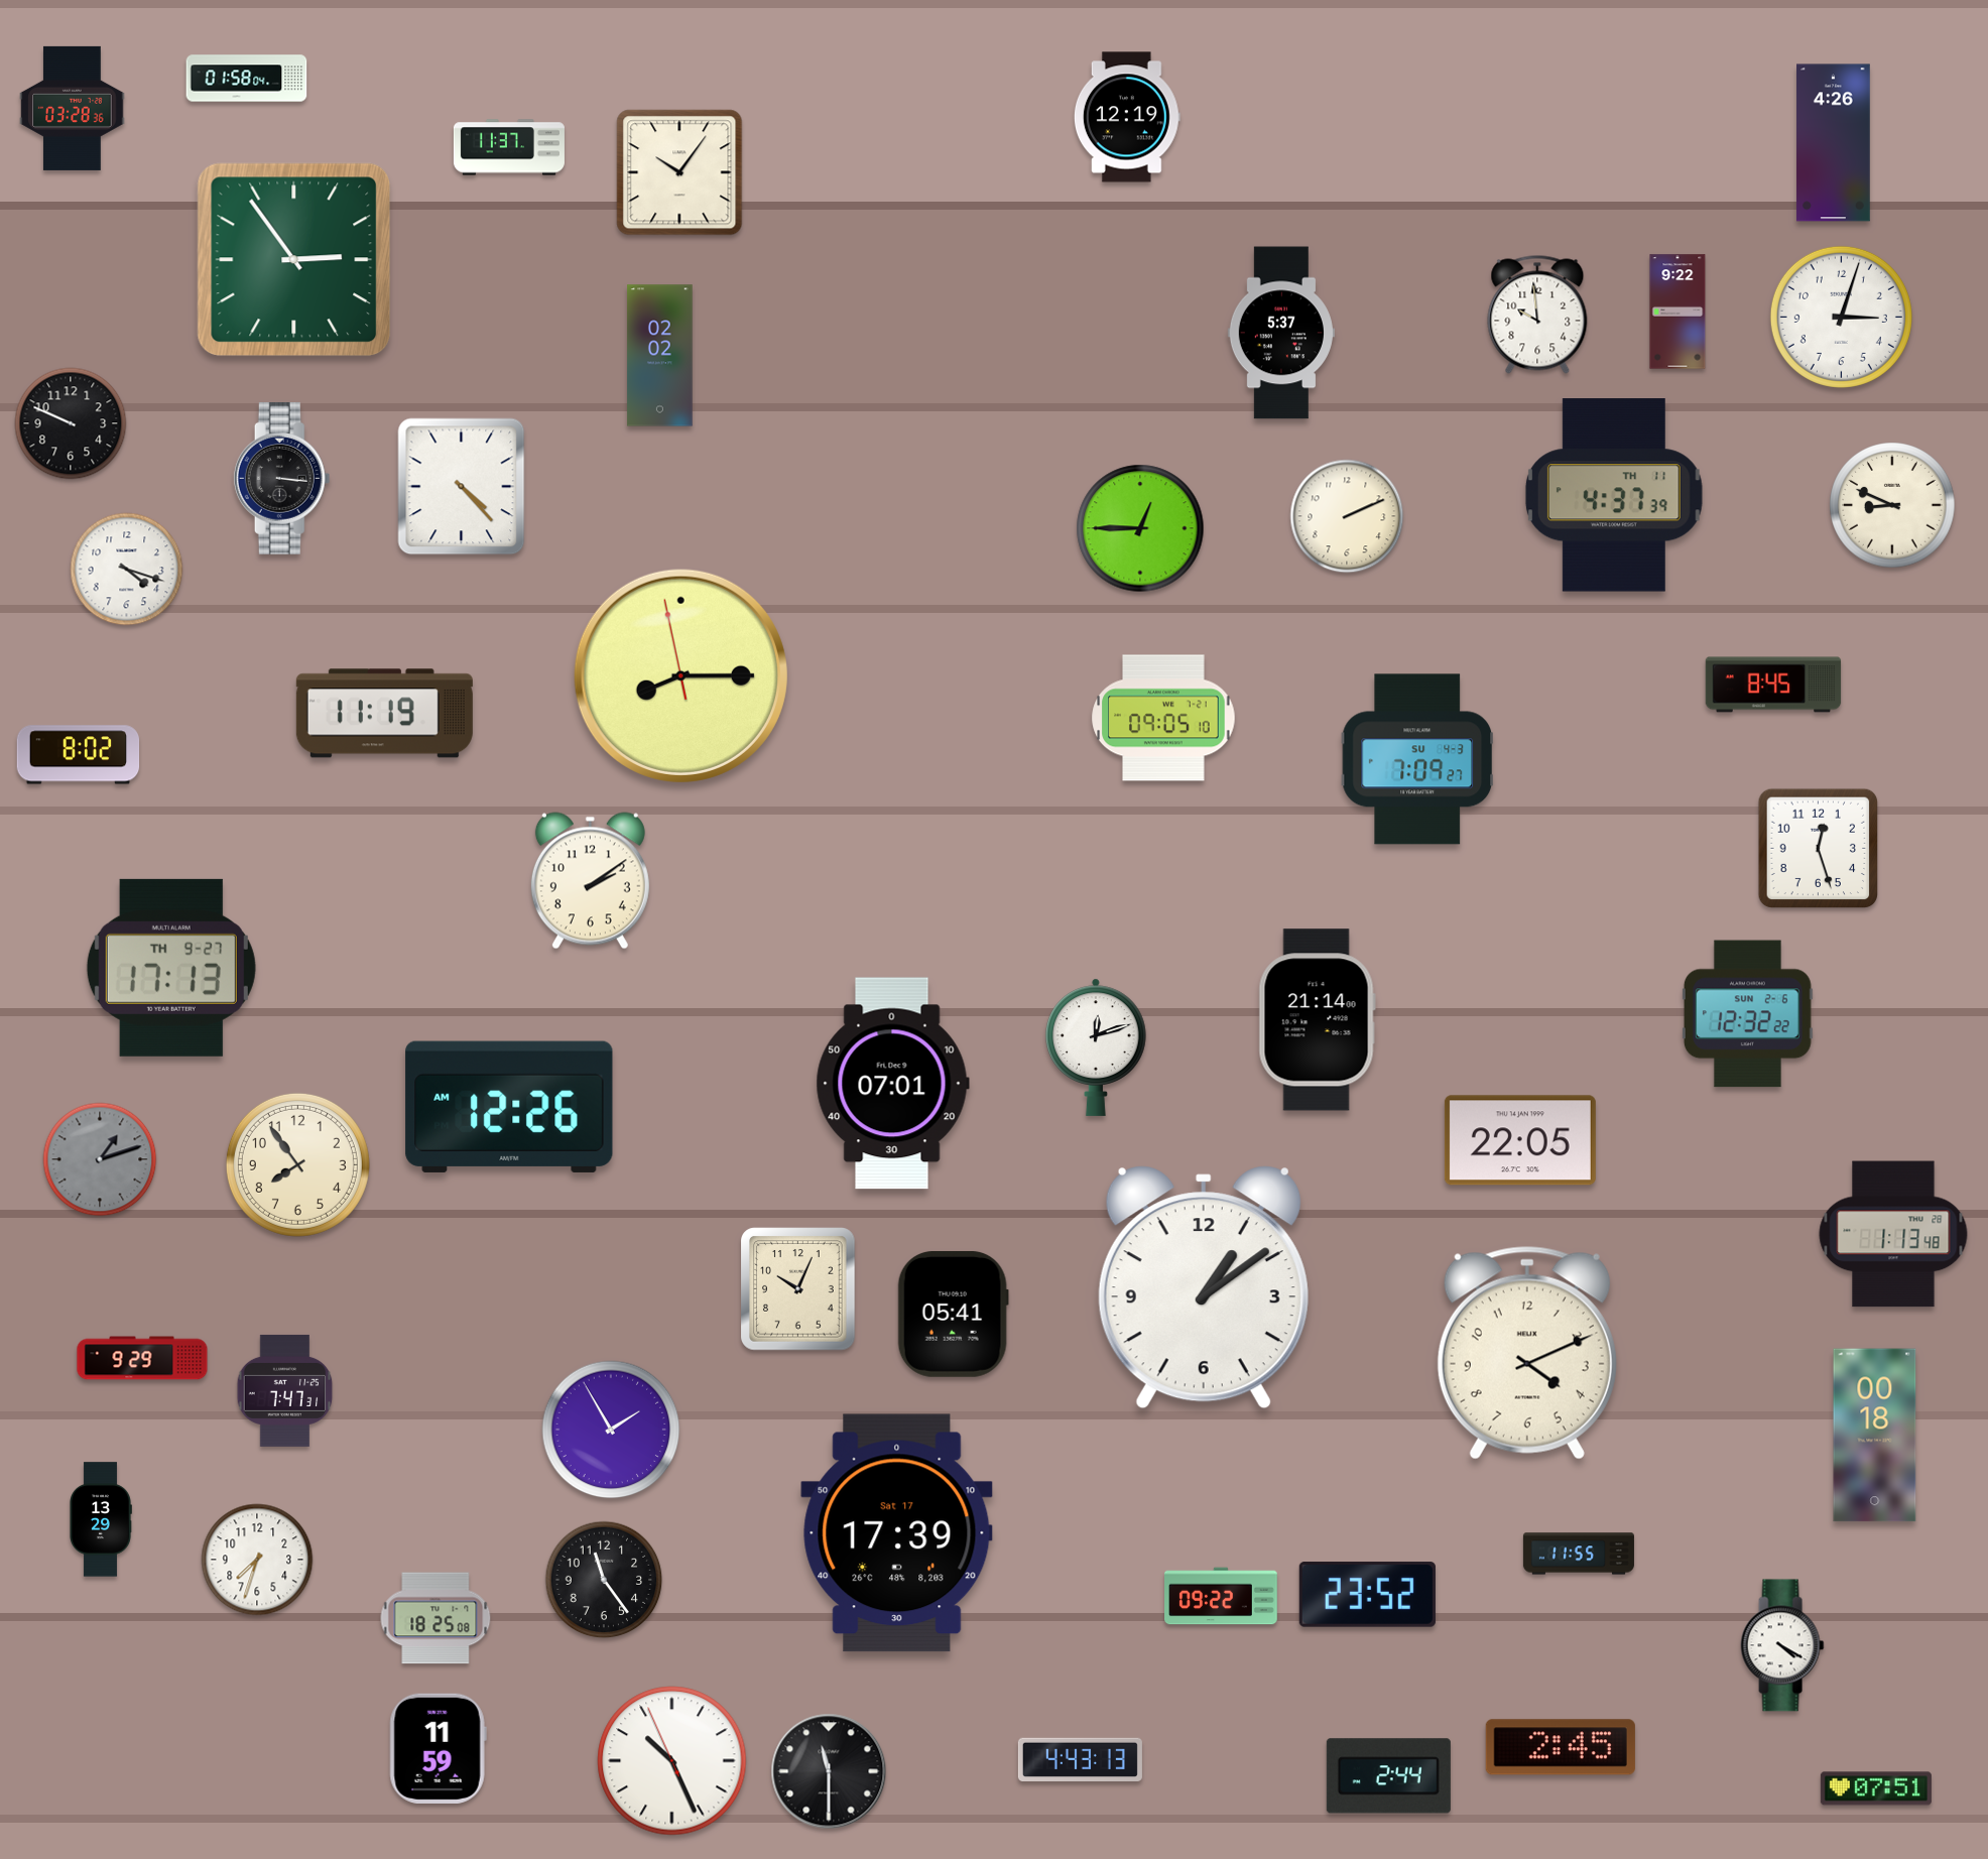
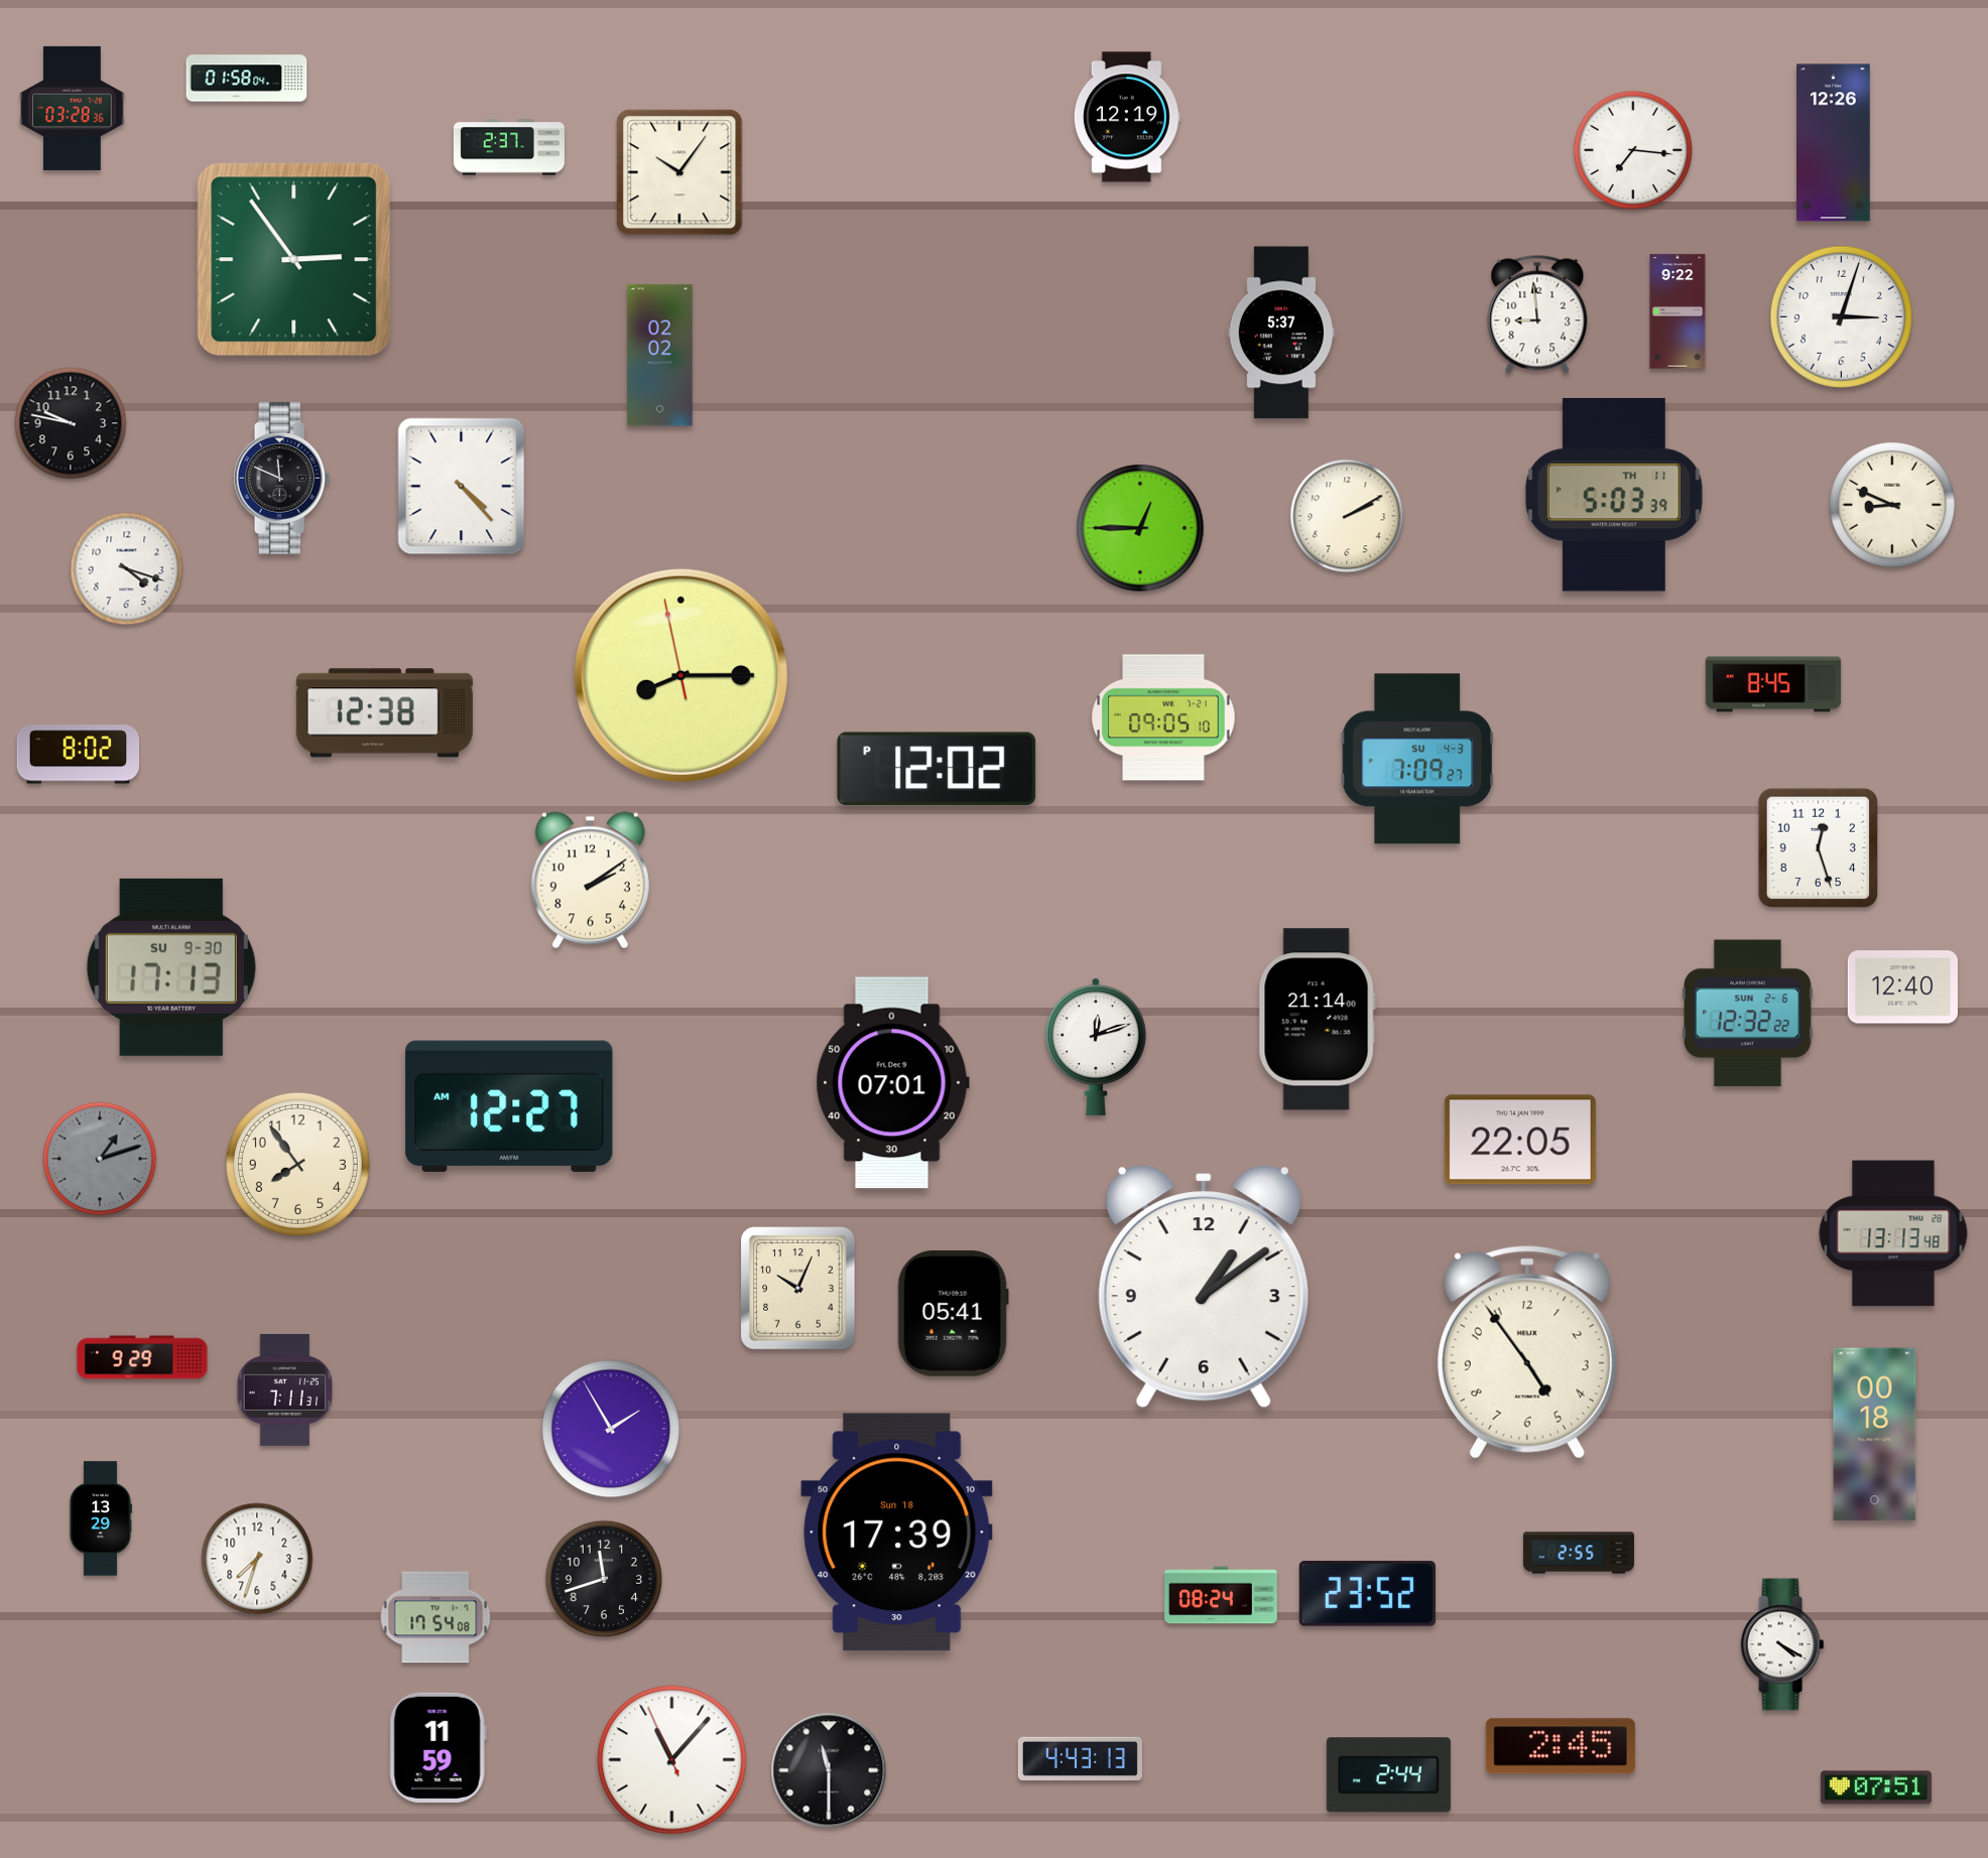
clock at (1834, 143): 4:26 -> 12:26
clock at (509, 147): 11:37 -> 2:37
clock at (1632, 149): none -> 7:16
clock at (1537, 315): 9:59 -> 8:59
clock at (71, 423): 9:49 -> 9:47
clock at (282, 478): 3:16 -> 11:49
clock at (1614, 495): 4:37 -> 5:03
clock at (1347, 516): 2:11 -> 2:10
clock at (384, 714): 11:19 -> 12:38
clock at (937, 769): none -> 12:02
clock at (171, 968) date: TH 9-27 -> SU 9-30
clock at (1902, 987): none -> 12:40
clock at (509, 1107): 12:26 -> 12:27
clock at (1893, 1234): 1:13 -> 13:13
clock at (1527, 1353): 4:11 -> 4:54
clock at (285, 1390): 7:47 -> 7:11
clock at (897, 1533) date: Sat 17 -> Sun 18
clock at (1579, 1554): 11:55 -> 2:55
clock at (604, 1580): 11:24 -> 11:42
clock at (1221, 1596): 09:22 -> 08:24
clock at (436, 1618): 18:25 -> 17:54
clock at (672, 1761): 10:25 -> 11:06
